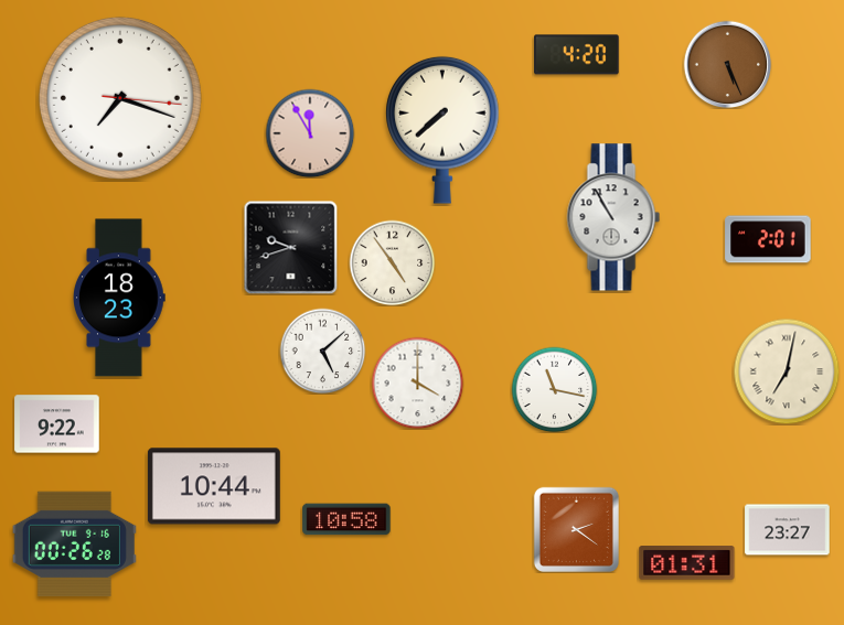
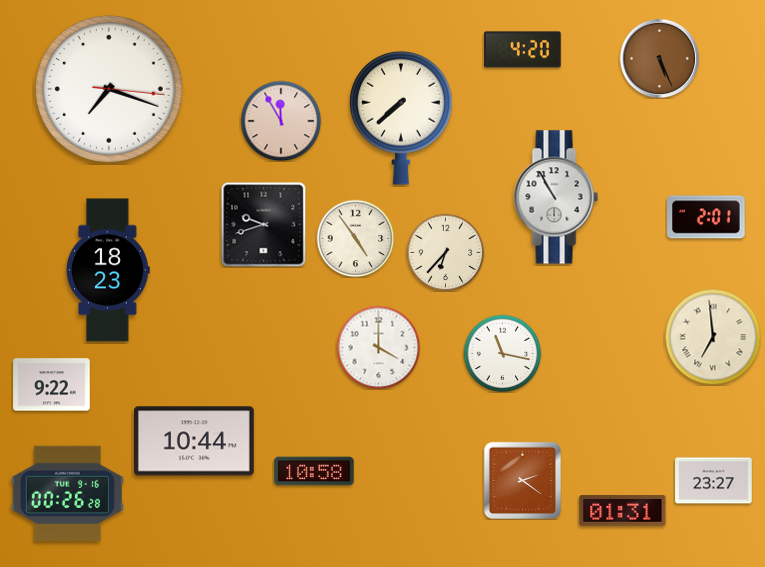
clock at (768, 239) position: (768, 239) -> (706, 217)
clock at (445, 252): none -> 6:37
clock at (322, 351): 5:08 -> none
clock at (787, 371): 7:02 -> 6:59
